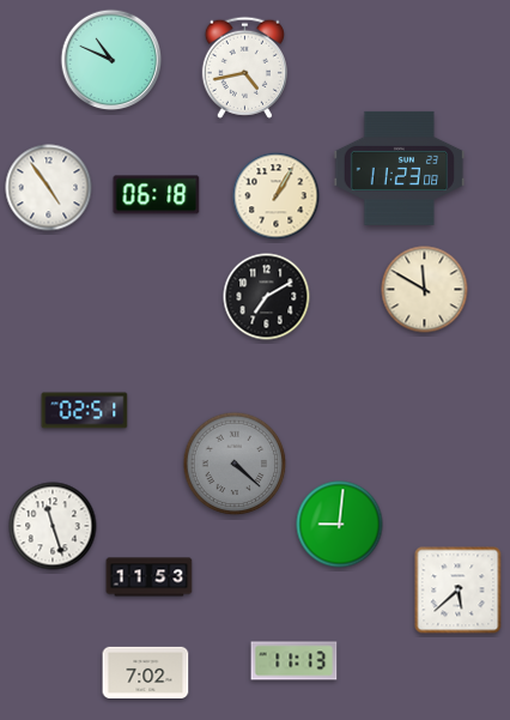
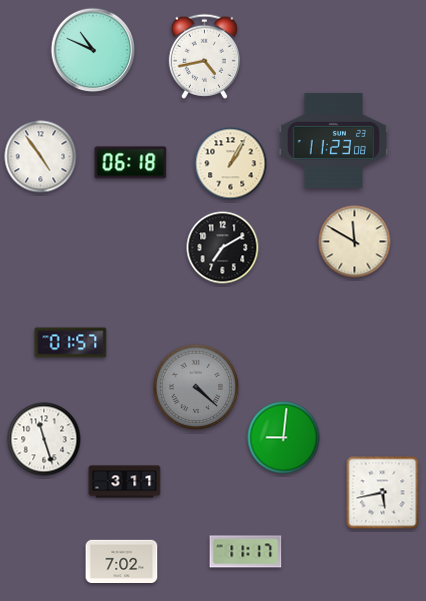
clock at (85, 411): 02:51 -> 01:57
clock at (150, 577): 11:53 -> 3:11
clock at (459, 591): 5:38 -> 5:43
clock at (295, 661): 11:13 -> 11:17
